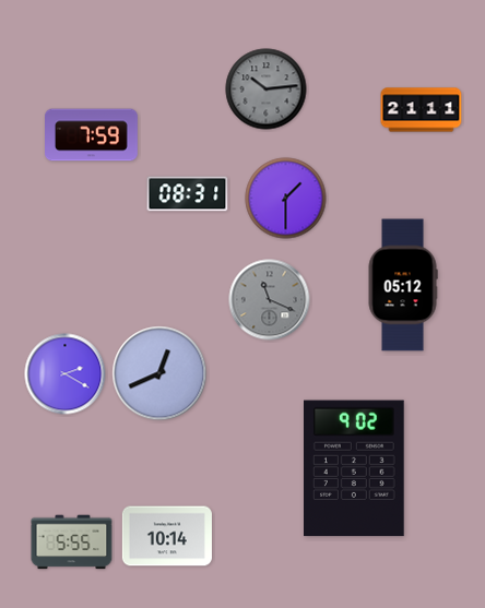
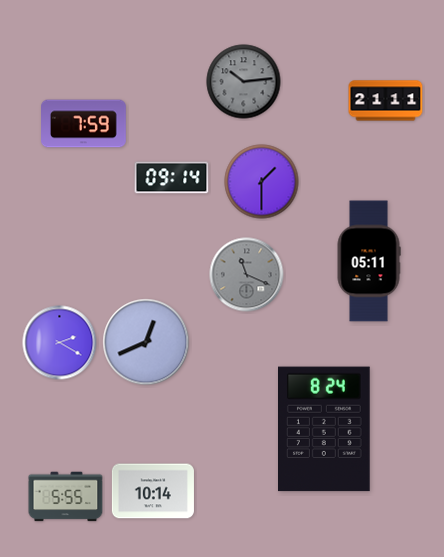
clock at (188, 194): 08:31 -> 09:14
clock at (403, 285): 05:12 -> 05:11
clock at (355, 468): 9:02 -> 8:24
